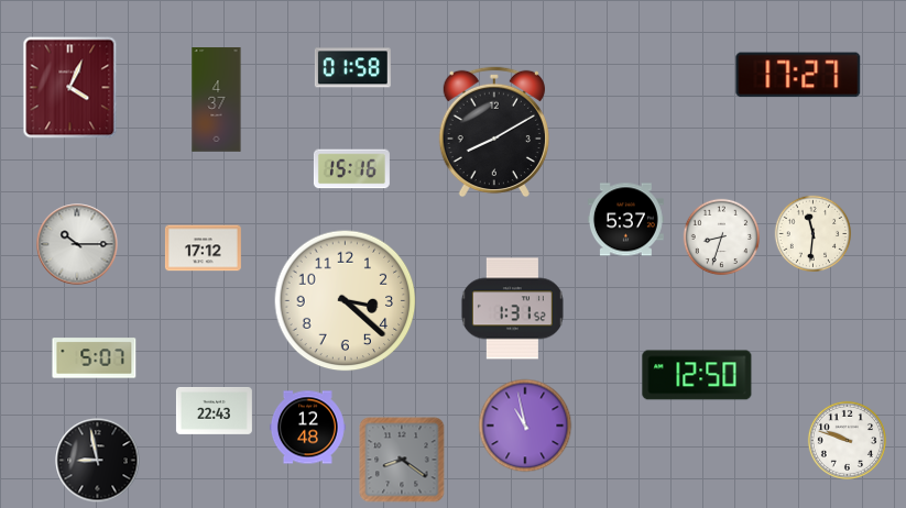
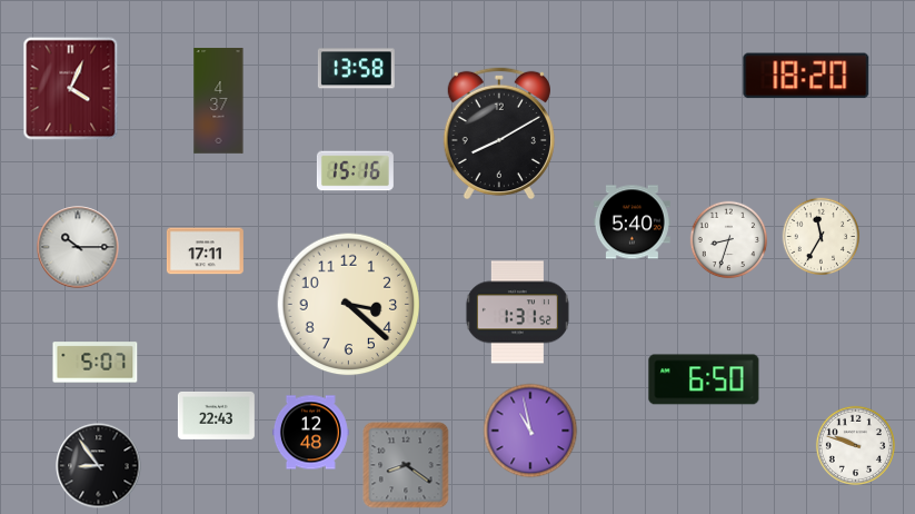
clock at (352, 68): 01:58 -> 13:58
clock at (798, 75): 17:27 -> 18:20
clock at (625, 220): 5:37 -> 5:40
clock at (814, 234): 11:31 -> 11:35
clock at (203, 249): 17:12 -> 17:11
clock at (697, 375): 12:50 -> 6:50
clock at (98, 461): 8:58 -> 8:54
